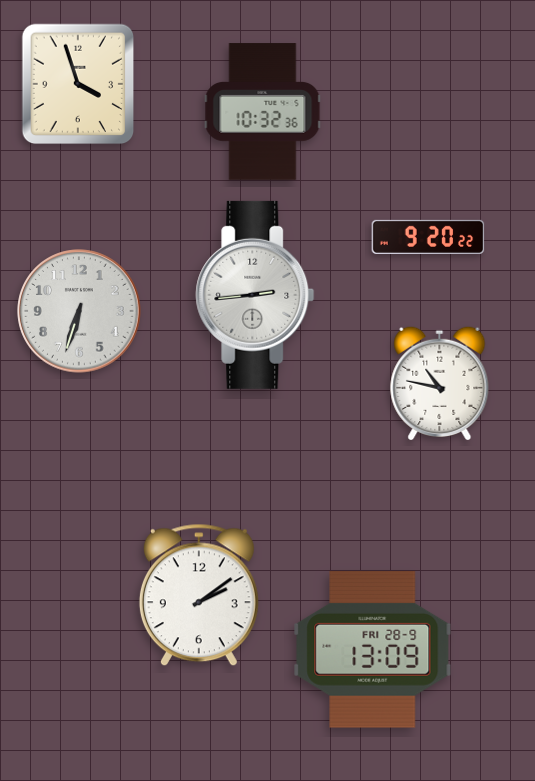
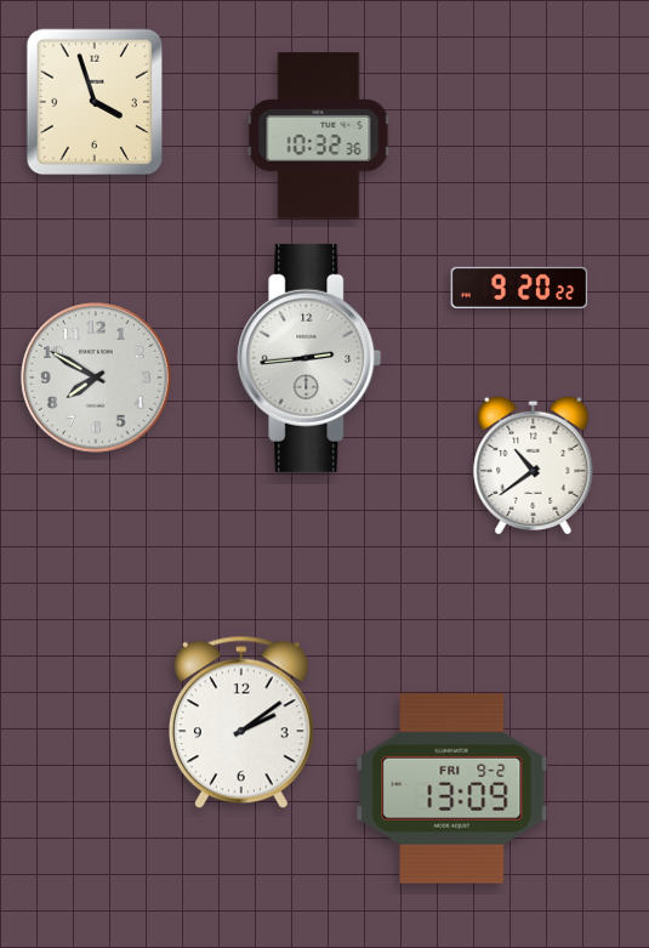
clock at (79, 311): 6:33 -> 7:50
clock at (440, 382): 10:47 -> 10:39
clock at (373, 650) date: FRI 28-9 -> FRI 9-2
